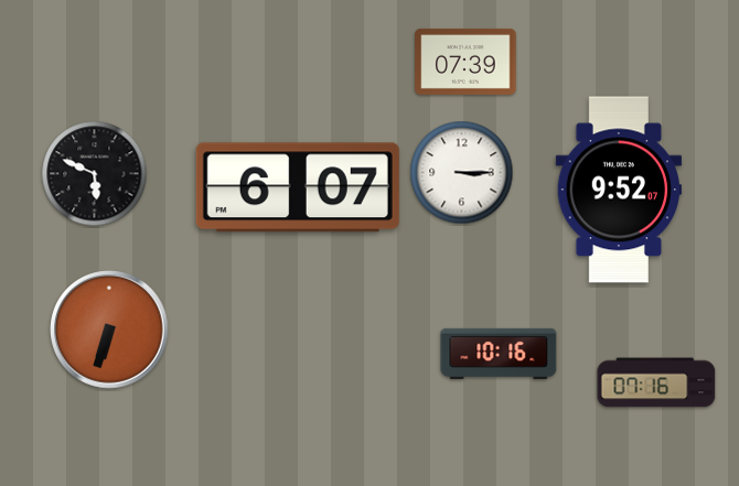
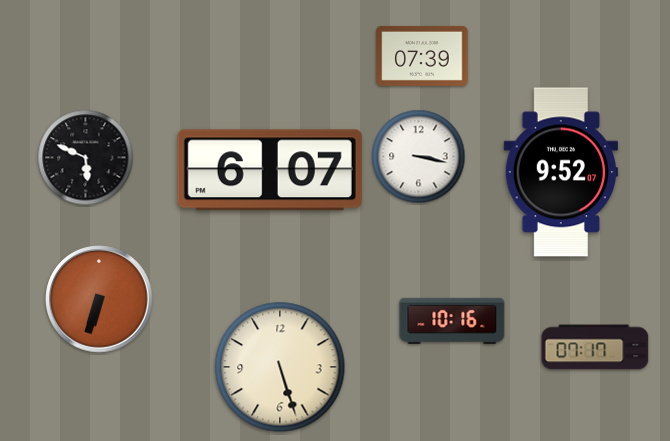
clock at (462, 173): 3:15 -> 3:17
clock at (656, 382): 07:16 -> 07:17
clock at (280, 367): none -> 5:27
